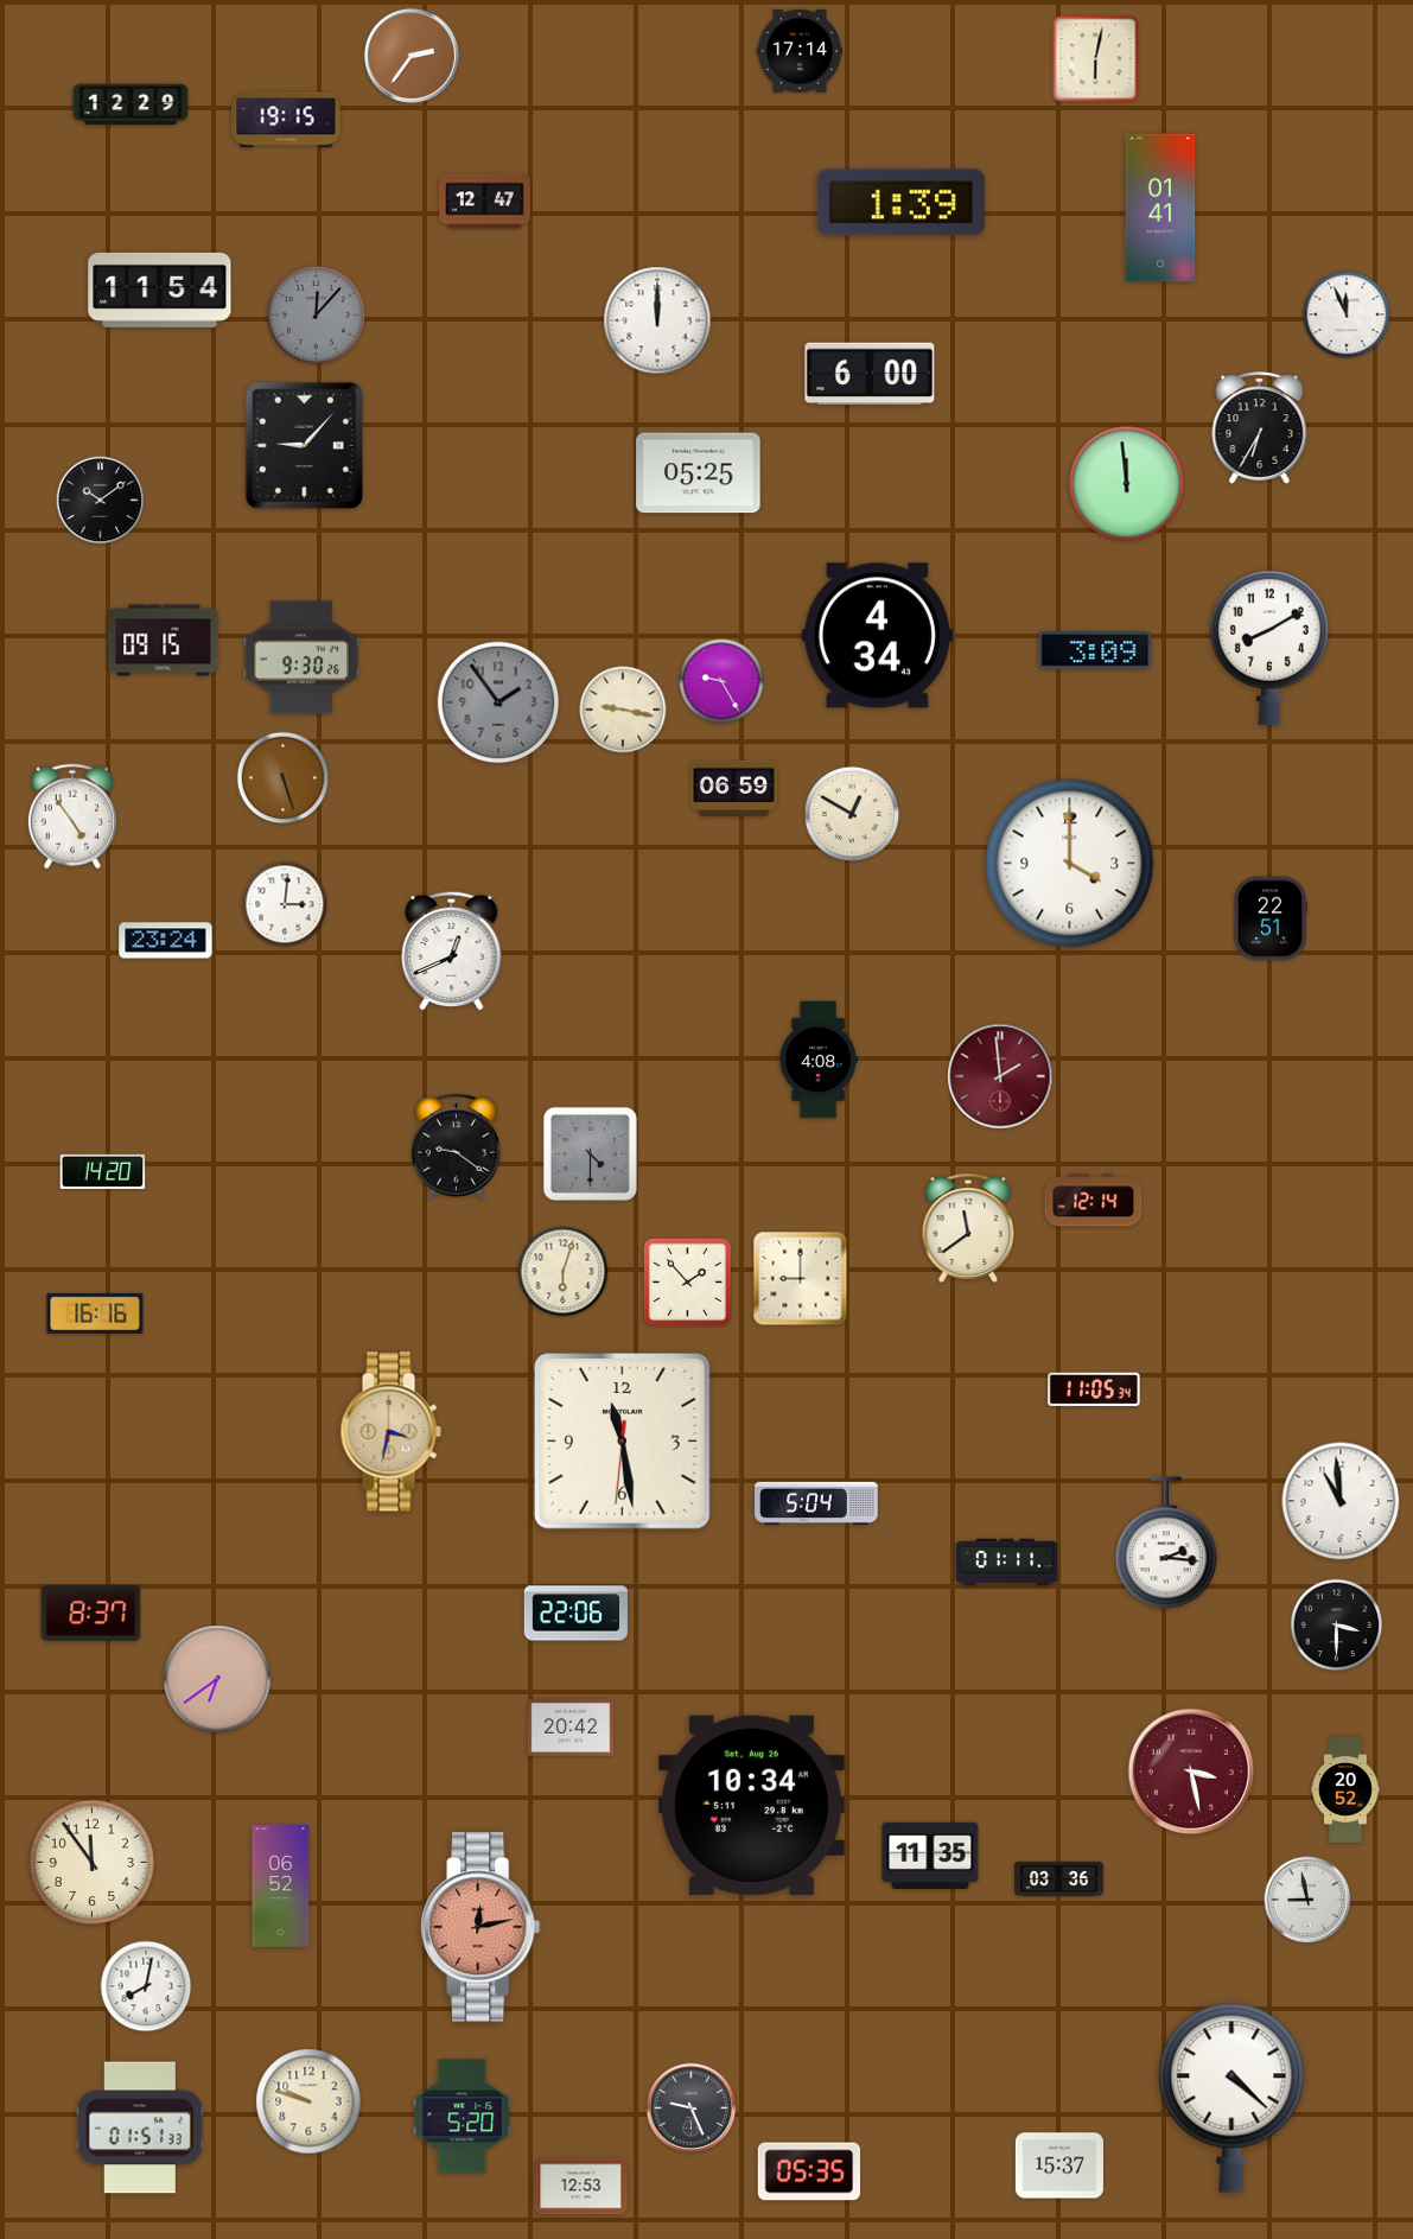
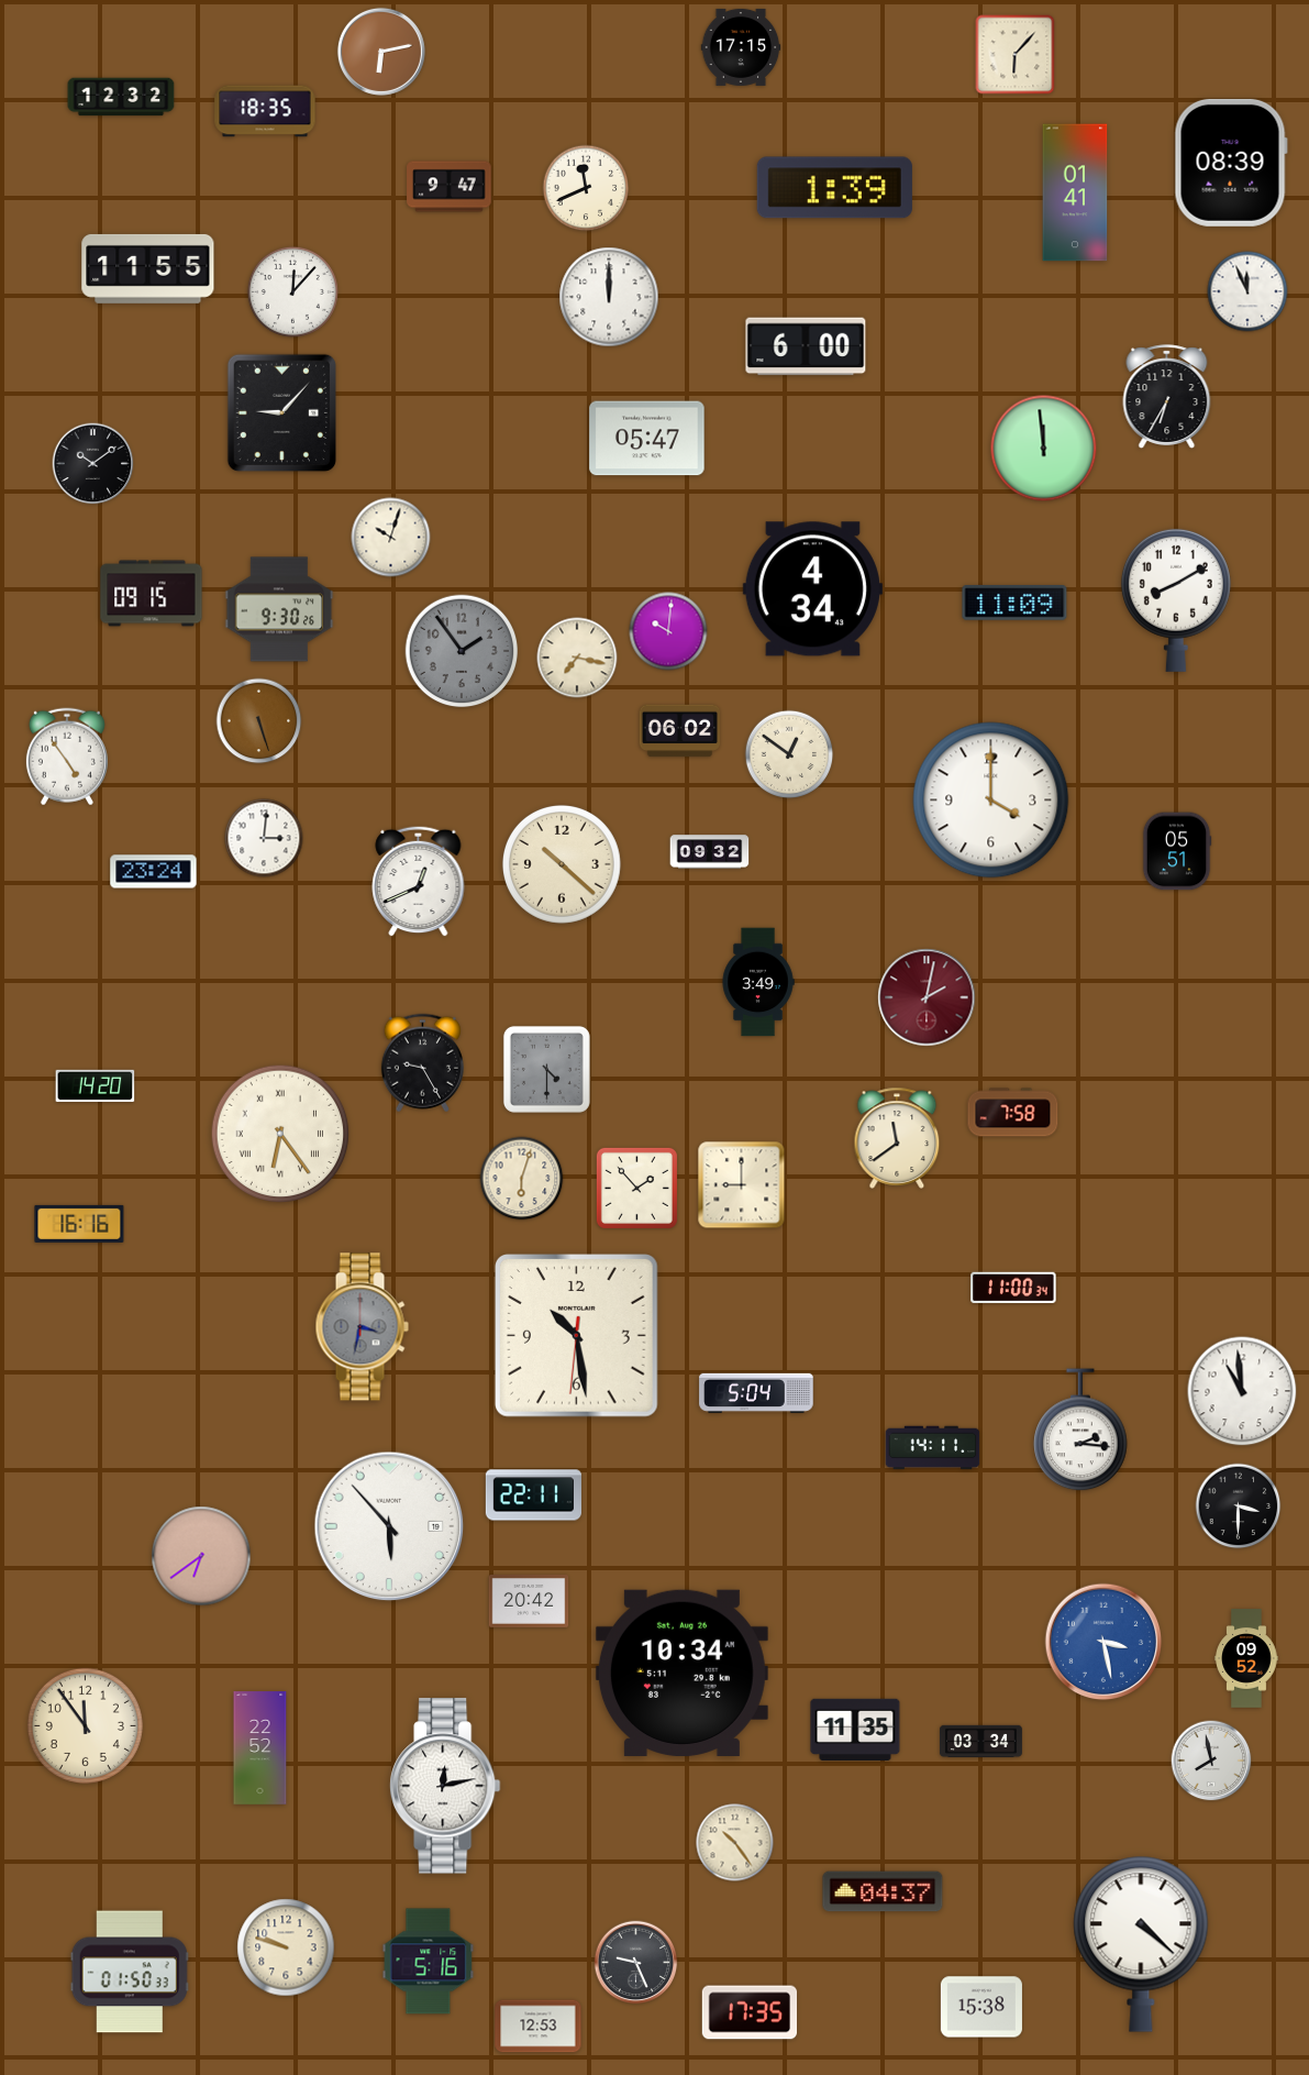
clock at (800, 51): 17:14 -> 17:15
clock at (412, 56): 2:36 -> 6:13
clock at (1096, 59): 6:02 -> 6:07
clock at (131, 104): 12:29 -> 12:32
clock at (286, 120): 19:15 -> 18:35
clock at (1231, 163): none -> 08:39
clock at (485, 202): 12:47 -> 9:47
clock at (586, 188): none -> 11:41
clock at (160, 290): 11:54 -> 11:55
clock at (316, 314) dial: grey -> white
clock at (699, 473): 05:25 -> 05:47
clock at (391, 538): none -> 10:03
clock at (1095, 650): 3:09 -> 11:09
clock at (721, 681): 9:25 -> 10:01
clock at (623, 710): 9:17 -> 7:17
clock at (284, 778) position: (284, 778) -> (259, 721)
clock at (733, 789): 06:59 -> 06:02
clock at (852, 814): 12:50 -> 12:51
clock at (1271, 918): 22:51 -> 05:51
clock at (710, 852): none -> 09:32
clock at (562, 864): none -> 10:22
clock at (819, 1060): 4:08 -> 3:49
clock at (1000, 1076): 1:59 -> 2:02
clock at (456, 1147): 9:21 -> 9:25
clock at (1094, 1201): 12:14 -> 7:58
clock at (280, 1134): none -> 6:24
clock at (95, 1313) position: (95, 1313) -> (79, 1224)
clock at (1094, 1389): 11:05 -> 11:00
clock at (390, 1432) dial: champagne -> grey
clock at (623, 1442): 11:28 -> 10:28
clock at (1007, 1563): 01:11 -> 14:11
clock at (91, 1613): 8:37 -> none
clock at (575, 1614): 22:06 -> 22:11
clock at (389, 1526): none -> 5:53
clock at (1191, 1772) dial: burgundy -> blue
clock at (1345, 1789): 20:52 -> 09:52
clock at (751, 1805) position: (751, 1805) -> (681, 1673)
clock at (930, 1855) position: (930, 1855) -> (855, 1729)
clock at (1058, 1879): 03:36 -> 03:34
clock at (281, 1887): 06:52 -> 22:52
clock at (1307, 1900): 8:58 -> 7:58
clock at (480, 1927) dial: salmon -> white
clock at (146, 1986): 8:02 -> none
clock at (735, 1843): none -> 10:24
clock at (883, 1891): none -> 04:37
clock at (692, 2108) position: (692, 2108) -> (636, 1963)
clock at (463, 2117): 5:20 -> 5:16
clock at (140, 2127): 01:51 -> 01:50
clock at (1059, 2165): 15:37 -> 15:38
clock at (809, 2171): 05:35 -> 17:35
